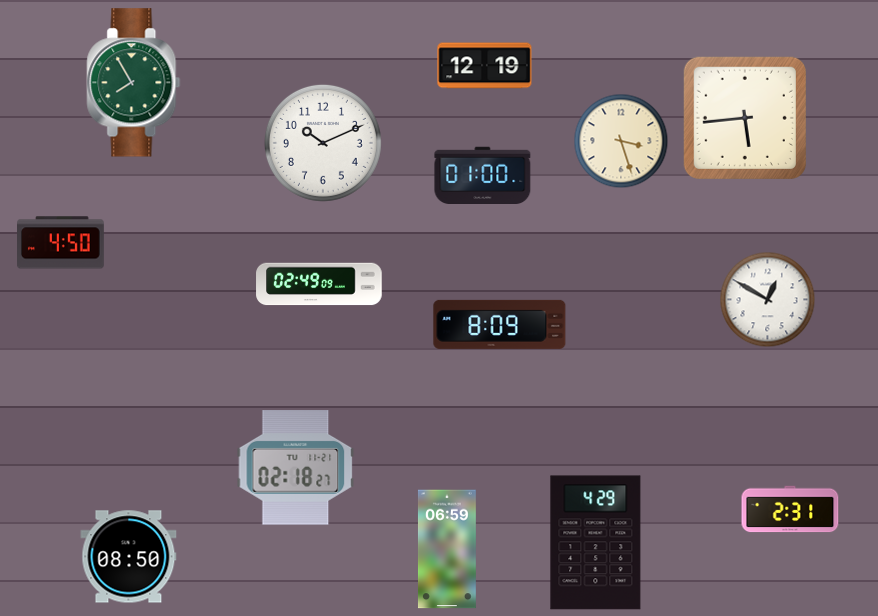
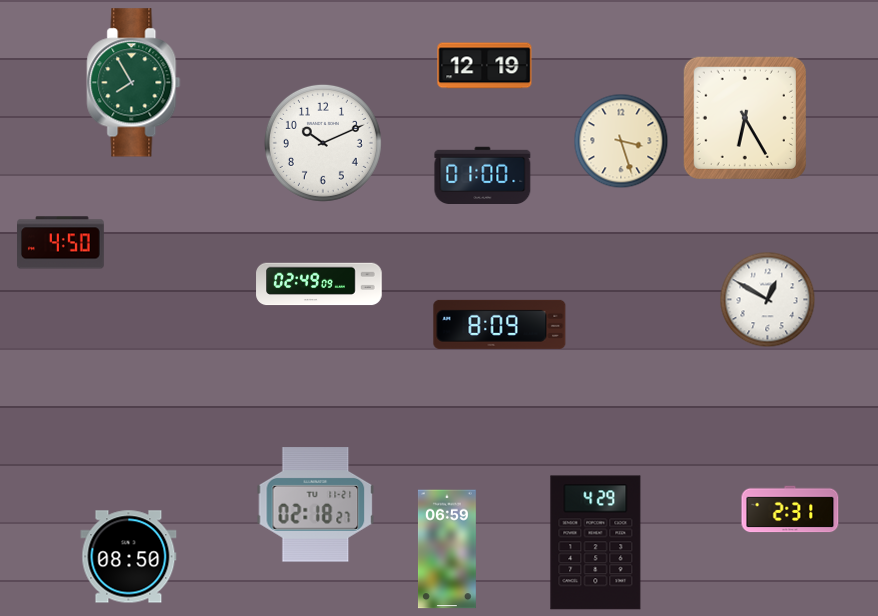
clock at (745, 118): 5:44 -> 6:25
clock at (296, 468) position: (296, 468) -> (316, 505)
